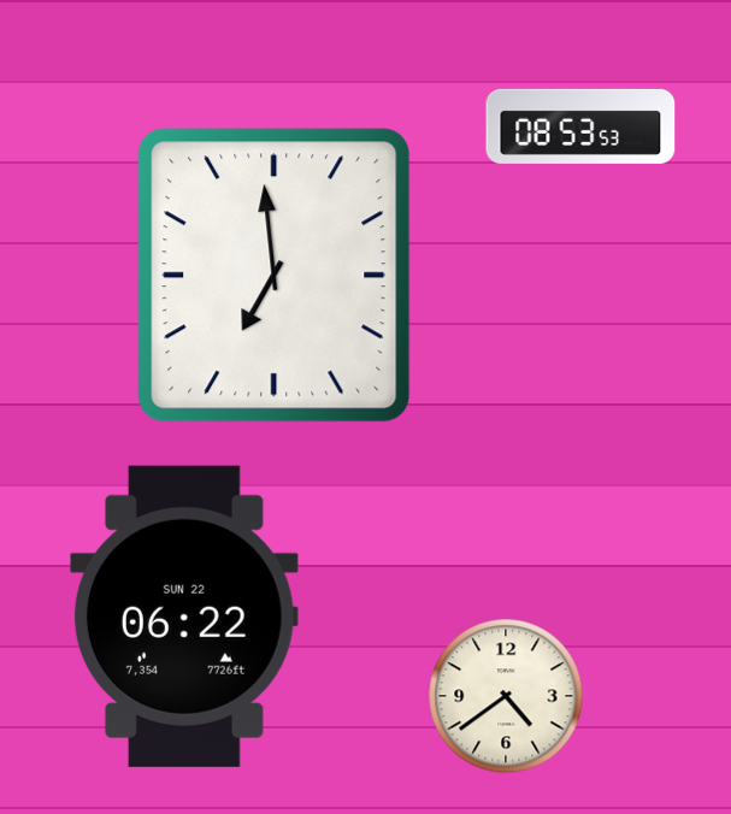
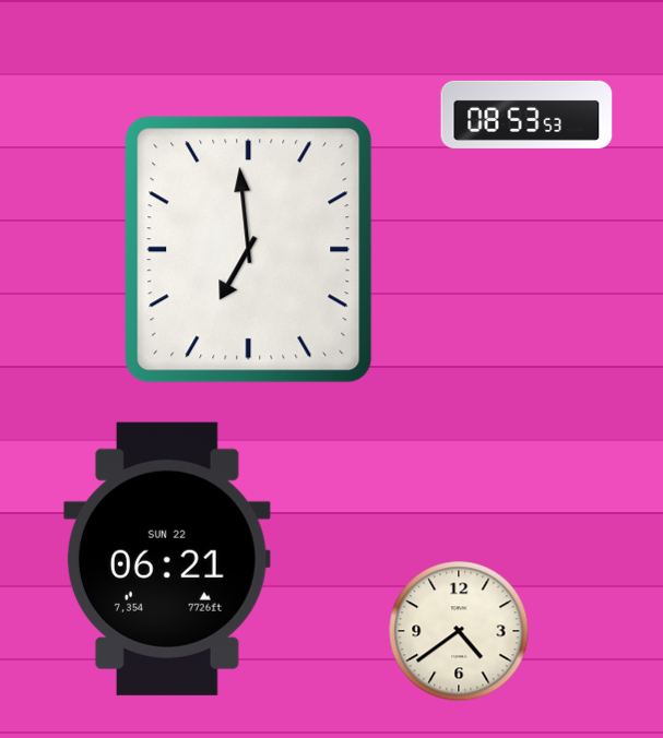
clock at (184, 617): 06:22 -> 06:21
